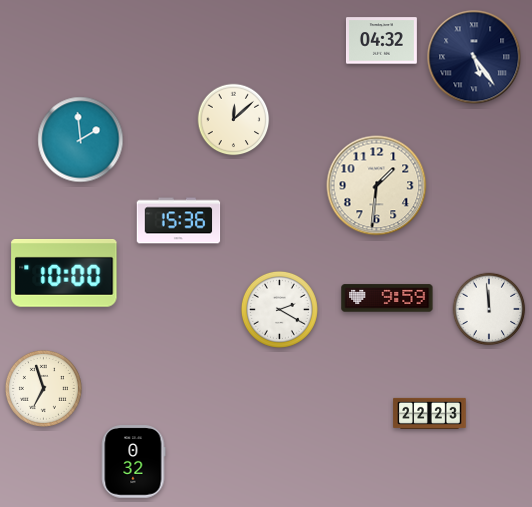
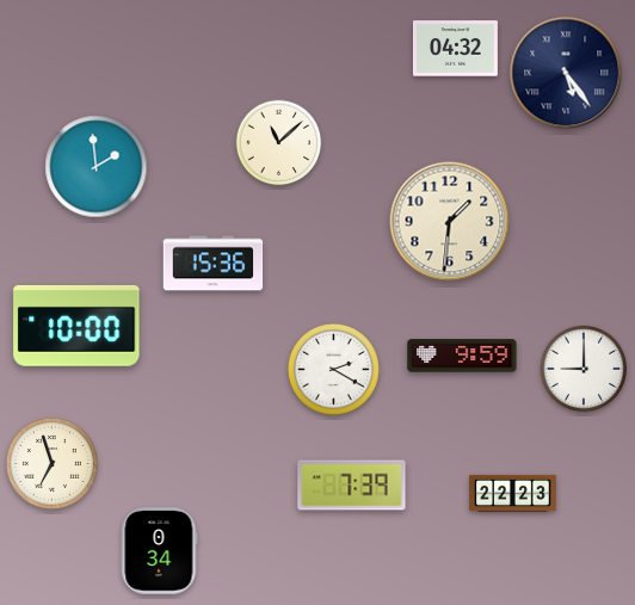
clock at (474, 57) position: (474, 57) -> (566, 73)
clock at (234, 120): 12:08 -> 11:08
clock at (489, 309): 11:59 -> 9:00
clock at (352, 486): none -> 7:39
clock at (133, 462): 0:32 -> 0:34
